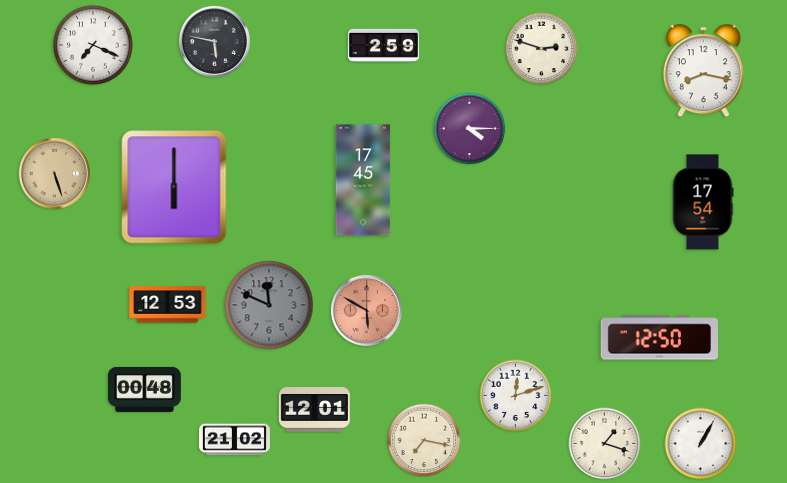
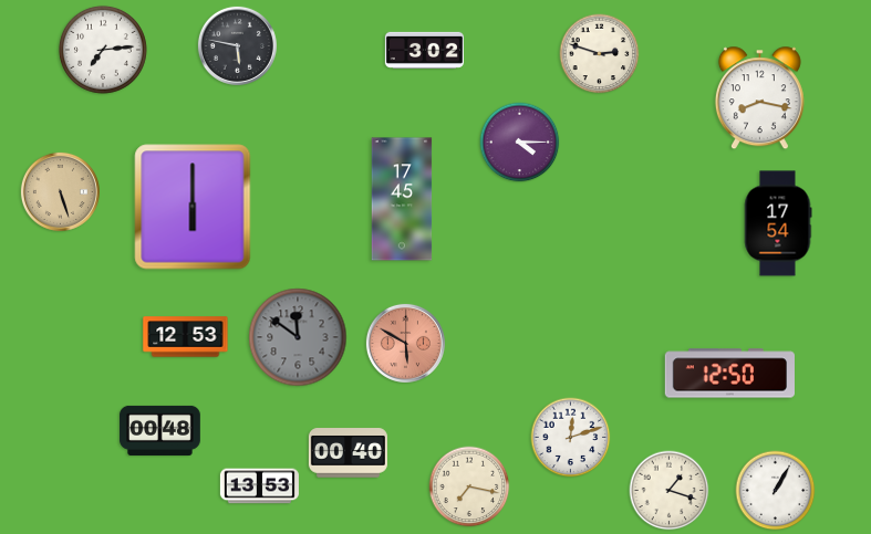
clock at (93, 45): 7:19 -> 7:14
clock at (383, 45): 2:59 -> 3:02
clock at (703, 71) position: (703, 71) -> (759, 98)
clock at (269, 305): 11:49 -> 11:51
clock at (314, 410): 12:01 -> 00:40
clock at (234, 440): 21:02 -> 13:53
